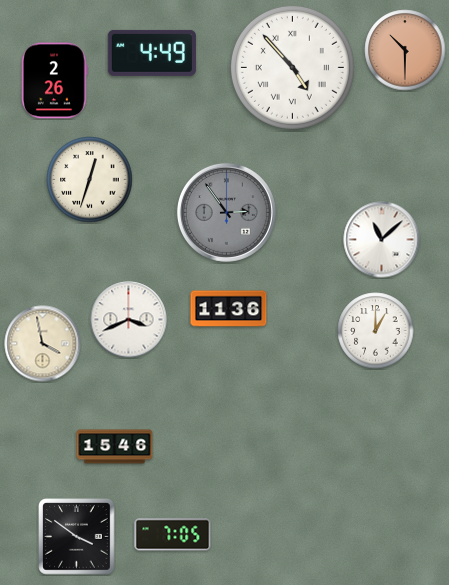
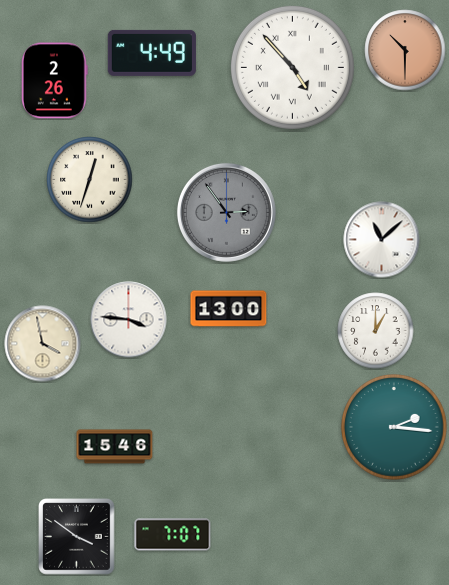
clock at (229, 309): 11:36 -> 13:00
clock at (129, 320): 3:41 -> 3:46
clock at (394, 427): none -> 2:16
clock at (173, 535): 7:05 -> 7:07
